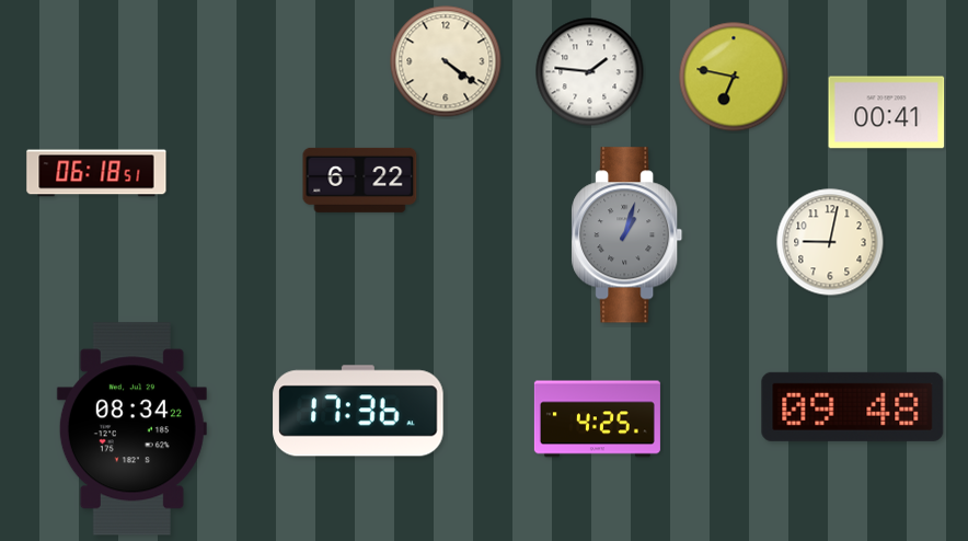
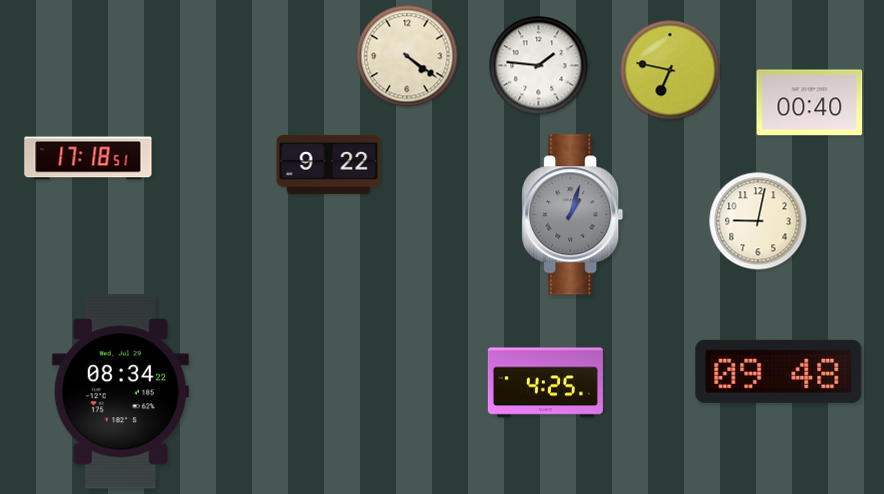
clock at (887, 113): 00:41 -> 00:40
clock at (96, 173): 06:18 -> 17:18
clock at (360, 180): 6:22 -> 9:22
clock at (358, 411): 17:36 -> none
